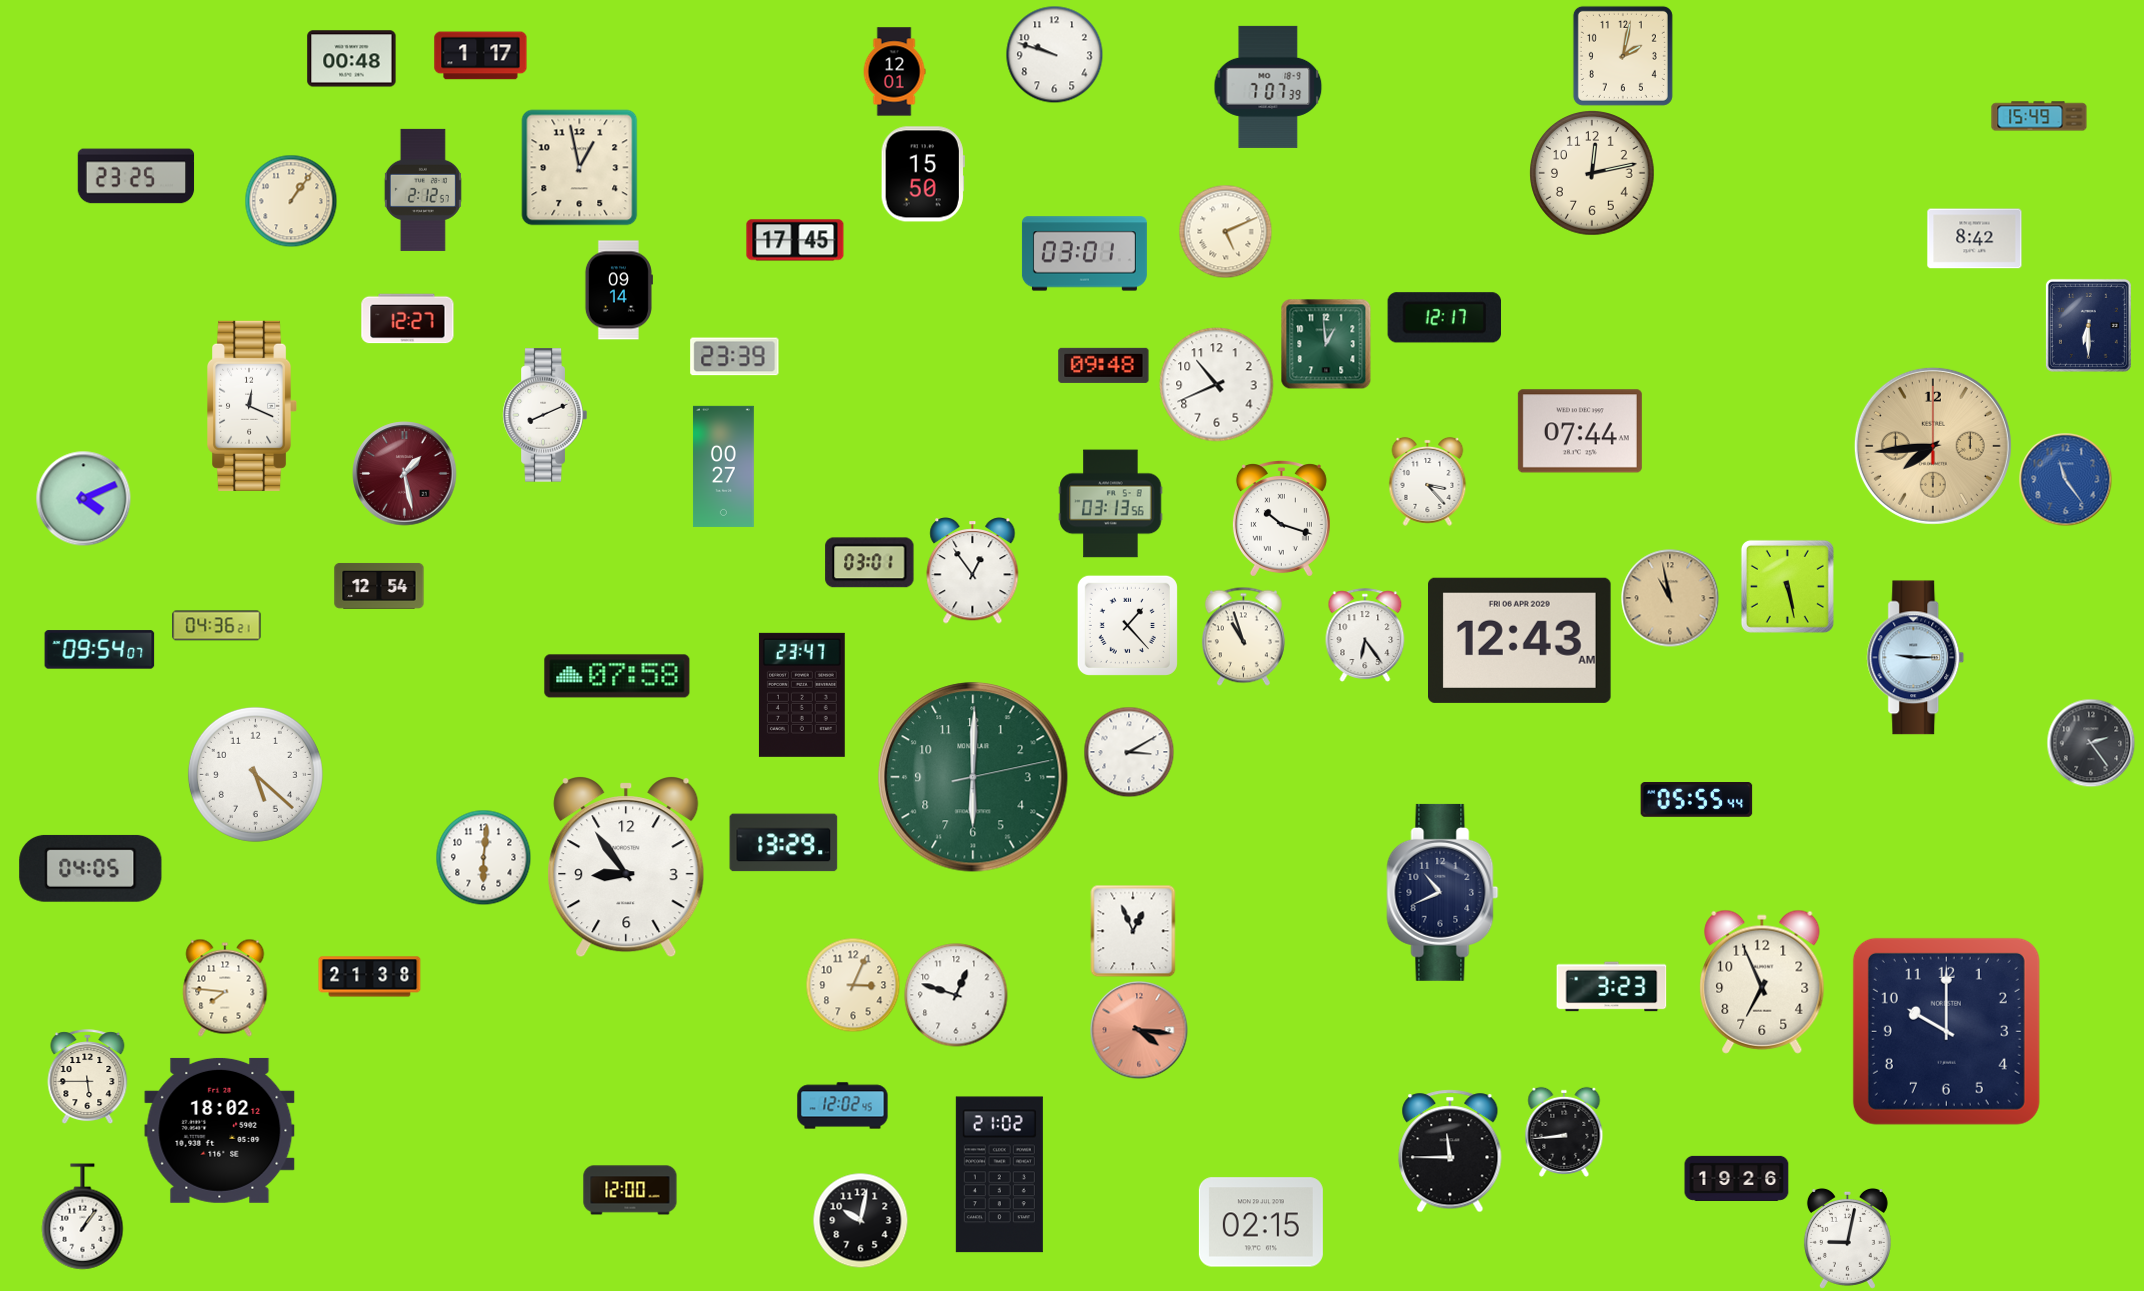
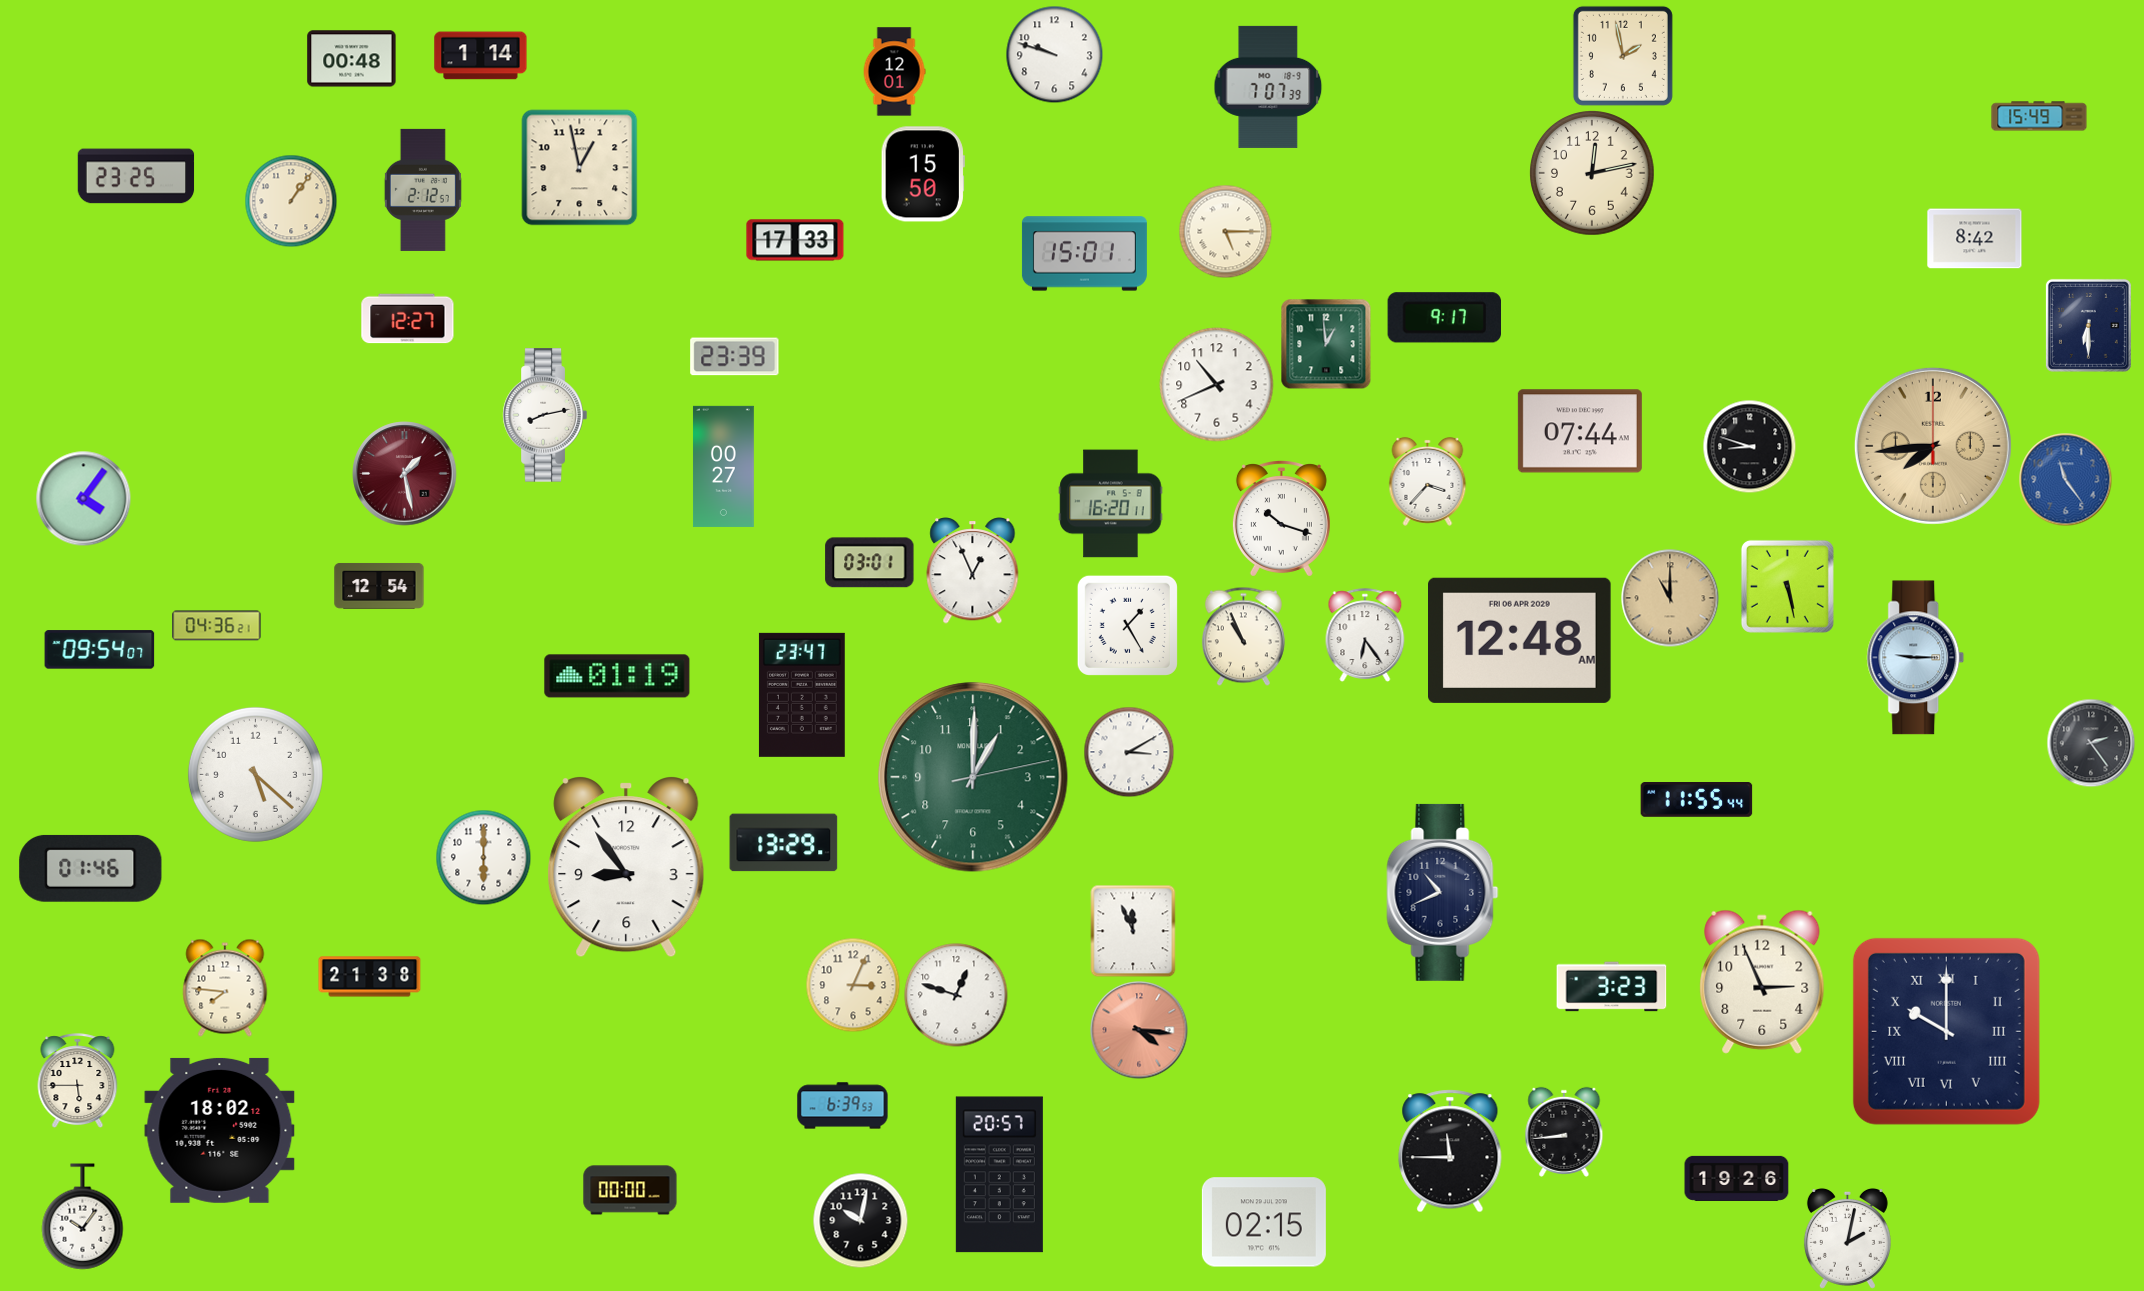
clock at (481, 56): 1:17 -> 1:14
clock at (1623, 56): 2:02 -> 1:58
clock at (1225, 231): 5:11 -> 5:15
clock at (795, 240): 17:45 -> 17:33
clock at (1084, 254): 03:01 -> 15:01
clock at (618, 290): 09:14 -> none
clock at (1444, 318): 12:17 -> 9:17
clock at (1104, 365): 09:48 -> none
clock at (253, 406): 12:19 -> none
clock at (545, 415): 8:11 -> 8:13
clock at (1749, 446): none -> 8:48
clock at (1428, 481): 3:23 -> 3:37
clock at (83, 498): 4:11 -> 4:06
clock at (1111, 504): 03:13 -> 16:20
clock at (973, 571): 12:54 -> 12:56
clock at (1670, 598): 10:58 -> 11:00
clock at (1127, 625): 1:23 -> 1:25
clock at (1243, 636): 10:57 -> 10:56
clock at (1520, 640): 12:43 -> 12:48
clock at (617, 676): 07:58 -> 01:19
clock at (973, 777): 6:00 -> 1:00
clock at (1697, 800): 05:55 -> 11:55
clock at (483, 857): 6:01 -> 6:00
clock at (91, 868): 04:05 -> 01:46
clock at (1133, 931): 12:56 -> 11:56
clock at (1762, 982): 6:56 -> 2:56
clock at (1946, 1031) numerals: Arabic -> Roman
clock at (88, 1077) position: (88, 1077) -> (78, 1081)
clock at (843, 1106): 12:02 -> 6:39
clock at (999, 1175): 21:02 -> 20:57
clock at (630, 1190): 12:00 -> 00:00
clock at (83, 1217): 1:06 -> 10:06
clock at (1261, 1222) position: (1261, 1222) -> (1264, 1222)
clock at (1847, 1238): 9:02 -> 2:02
